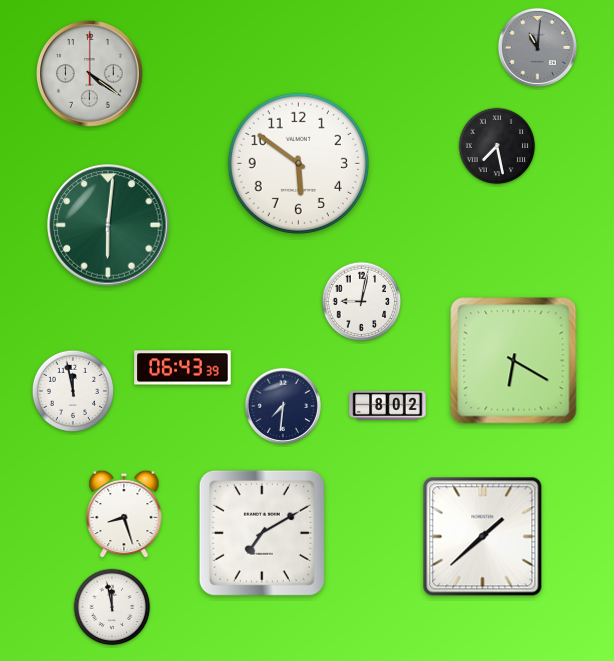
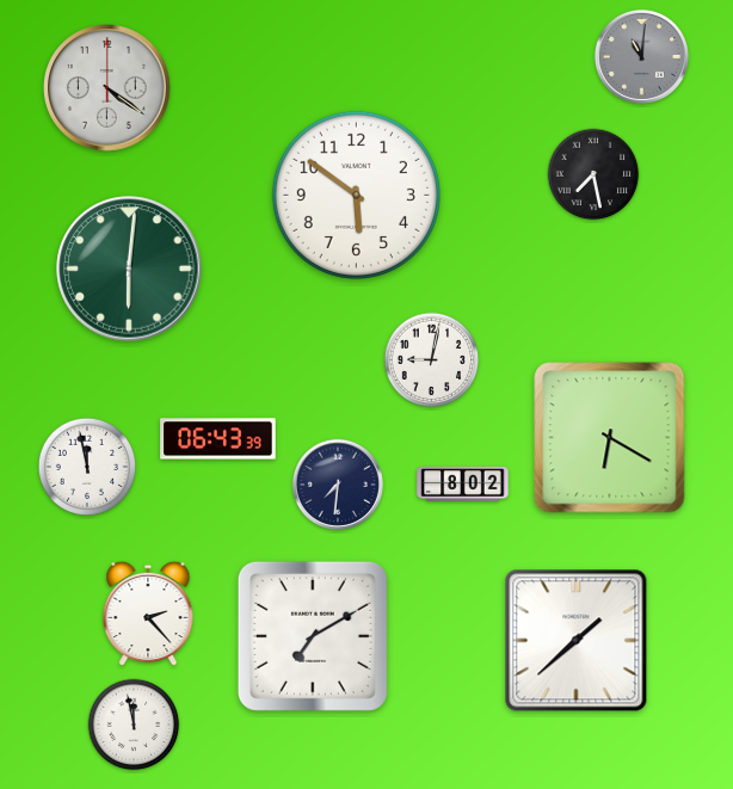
clock at (514, 361) position: (514, 361) -> (610, 438)
clock at (124, 514): 8:27 -> 2:23
